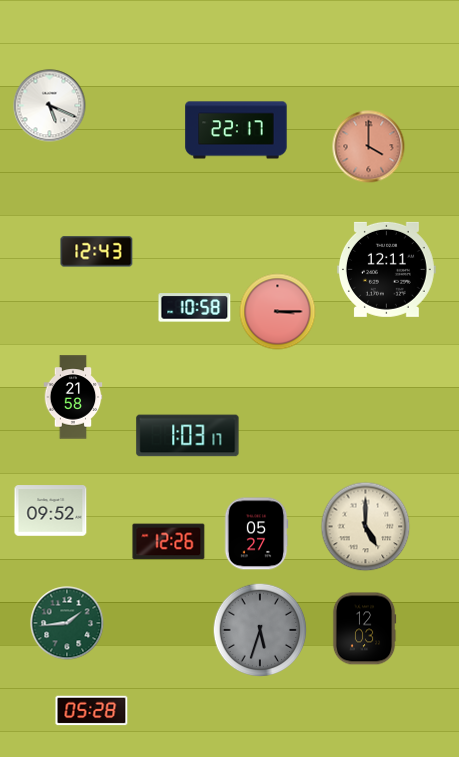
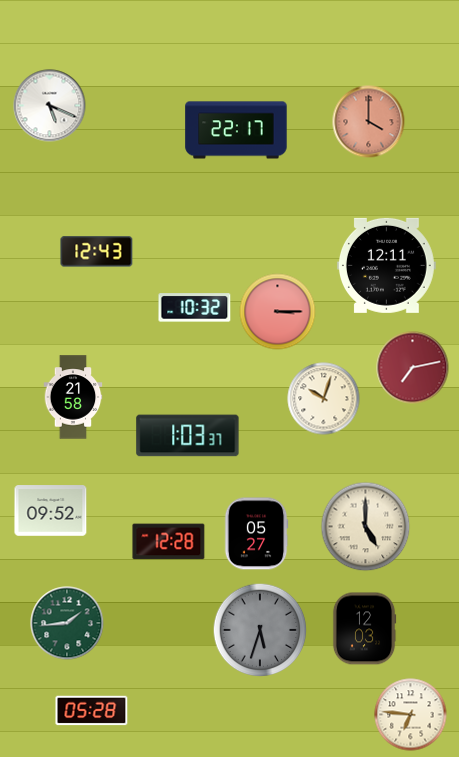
clock at (369, 147) position: (369, 147) -> (369, 122)
clock at (386, 269) position: (386, 269) -> (386, 265)
clock at (195, 308): 10:58 -> 10:32
clock at (413, 368): none -> 7:13
clock at (324, 399): none -> 10:03
clock at (188, 436): 1:03:17 -> 1:03:37
clock at (169, 542): 12:26 -> 12:28
clock at (411, 715): none -> 6:46
